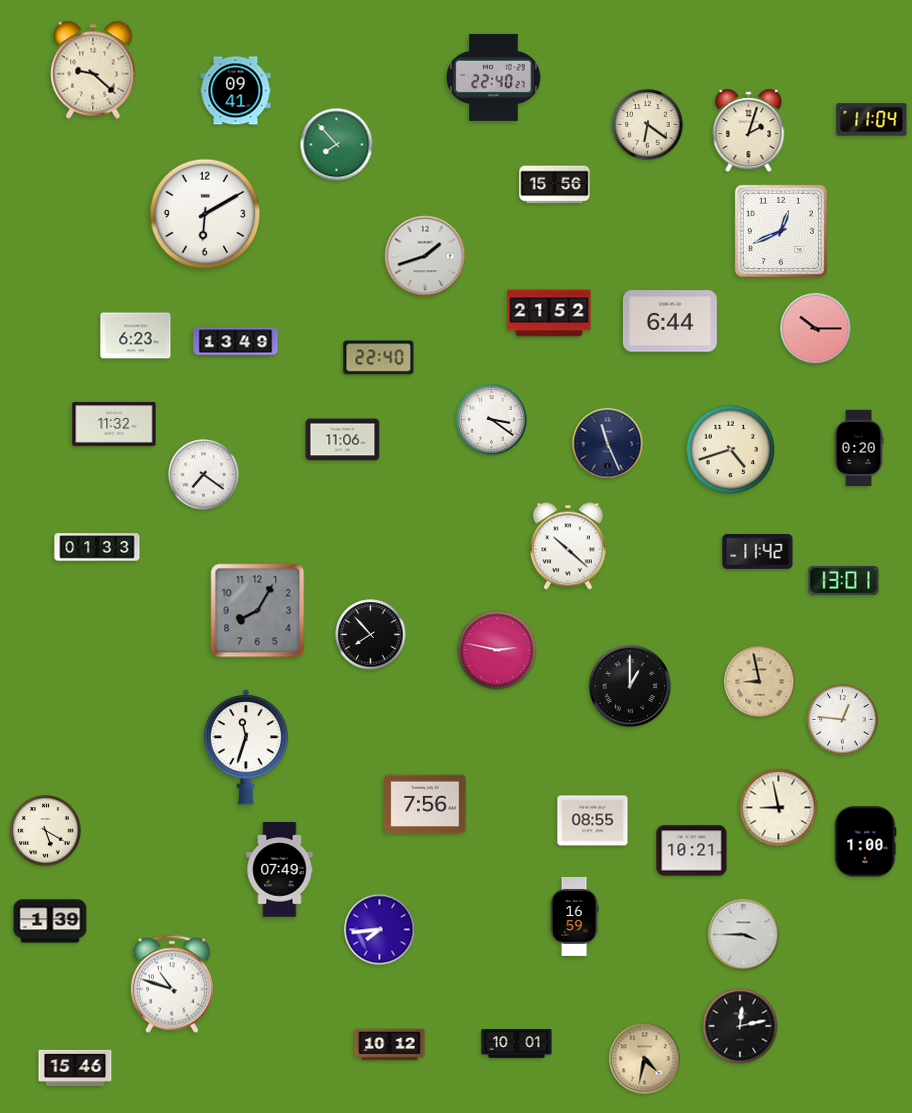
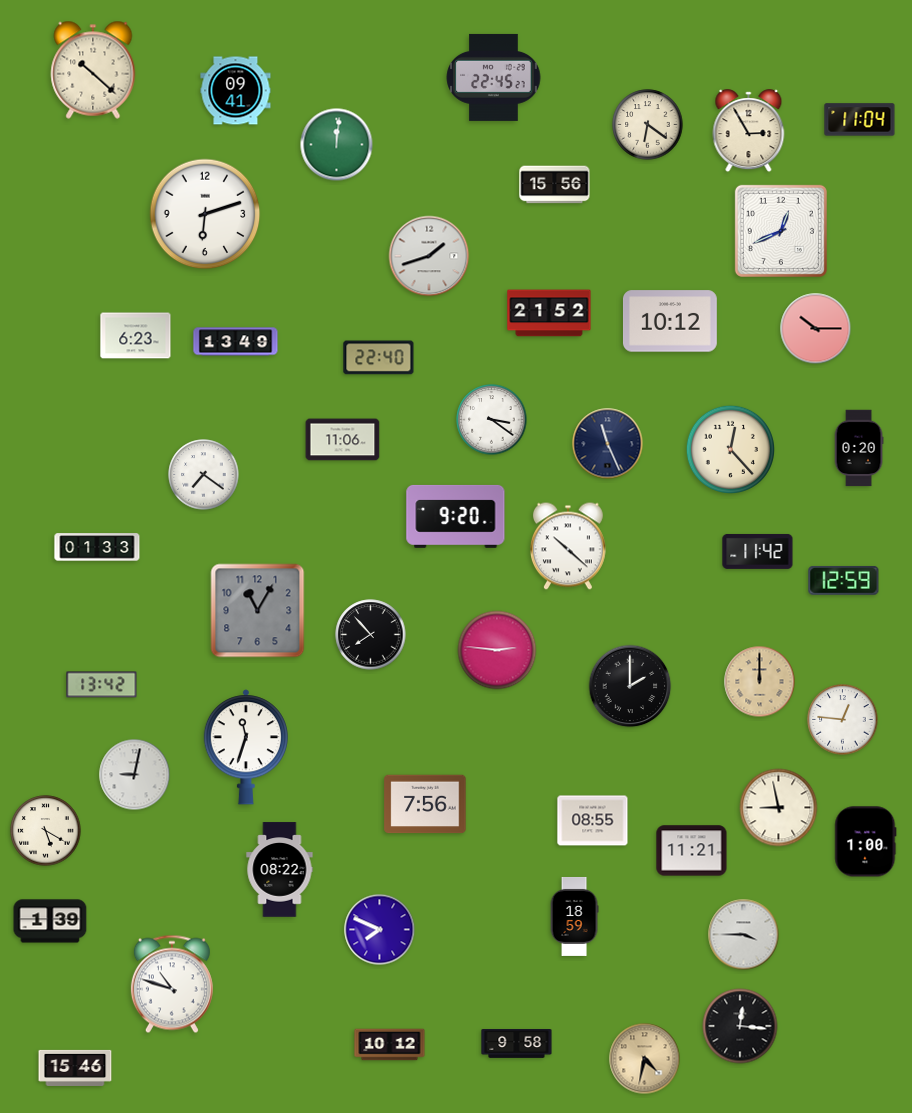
clock at (93, 70): 9:22 -> 10:22
clock at (494, 77): 22:40 -> 22:45
clock at (872, 120) position: (872, 120) -> (860, 120)
clock at (749, 131): 2:03 -> 2:55
clock at (337, 145): 7:53 -> 12:01
clock at (205, 214): 6:10 -> 6:12
clock at (425, 256) position: (425, 256) -> (429, 256)
clock at (670, 321): 6:44 -> 10:12
clock at (114, 424): 11:32 -> none
clock at (730, 449): 4:42 -> 12:23
clock at (456, 516): none -> 9:20
clock at (844, 580): 13:01 -> 12:59
clock at (258, 611): 8:05 -> 11:05
clock at (497, 650): 2:47 -> 2:46
clock at (760, 682): 8:58 -> 12:00
clock at (102, 685): none -> 13:42
clock at (630, 686): 1:00 -> 2:00
clock at (135, 775): none -> 9:02
clock at (692, 851): 10:21 -> 11:21
clock at (280, 870): 07:49 -> 08:22
clock at (574, 916): 16:59 -> 18:59
clock at (380, 930): 7:44 -> 7:49
clock at (740, 1026): 12:13 -> 12:16
clock at (517, 1044): 10:01 -> 9:58
